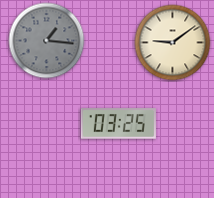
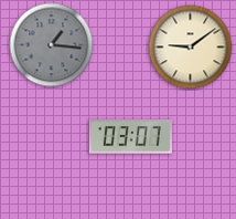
clock at (118, 124): 03:25 -> 03:07
